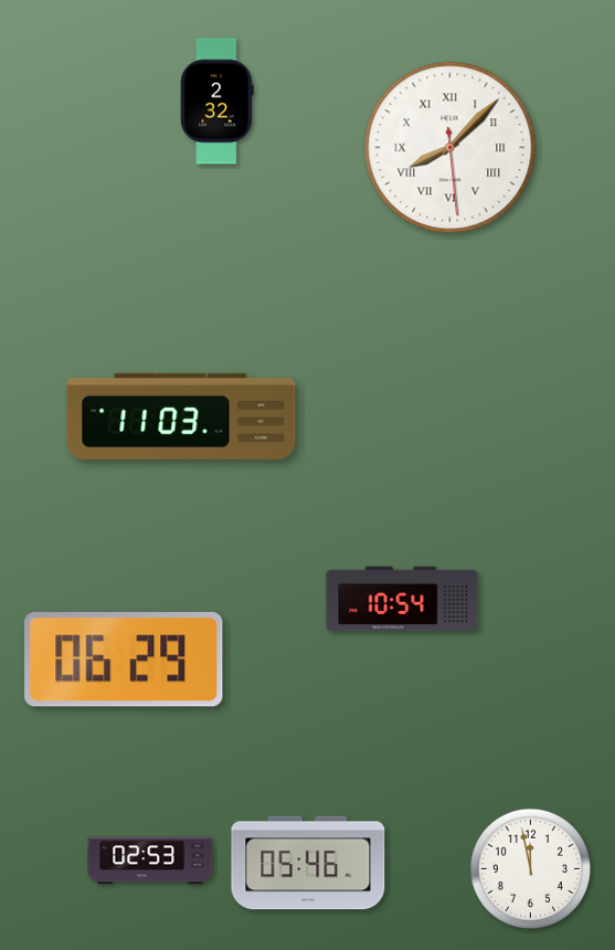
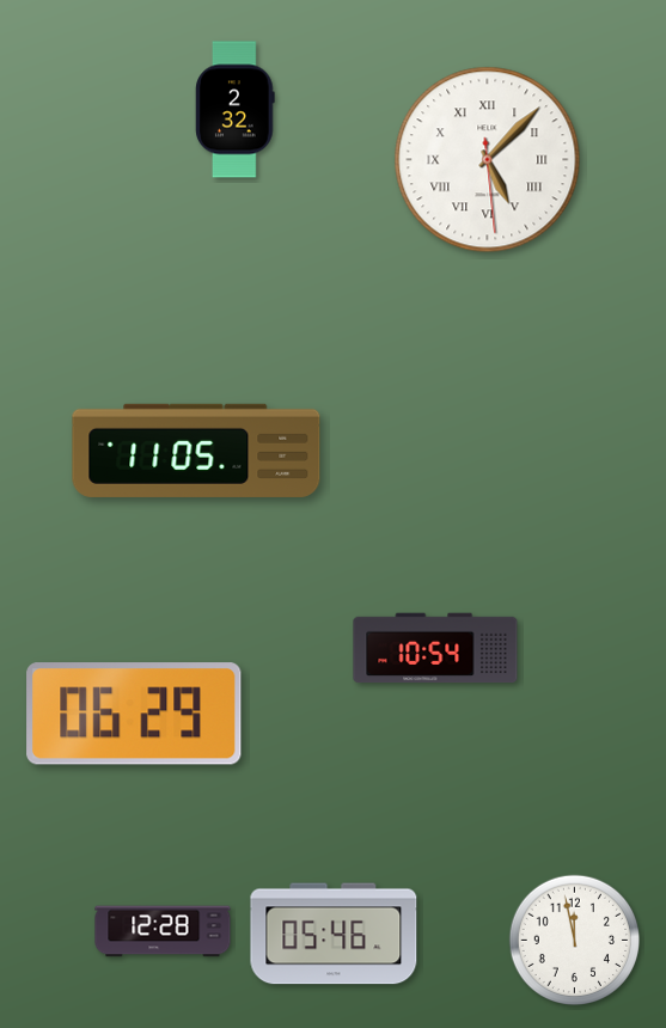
clock at (450, 148): 8:07 -> 5:07
clock at (181, 416): 11:03 -> 11:05
clock at (150, 861): 02:53 -> 12:28
